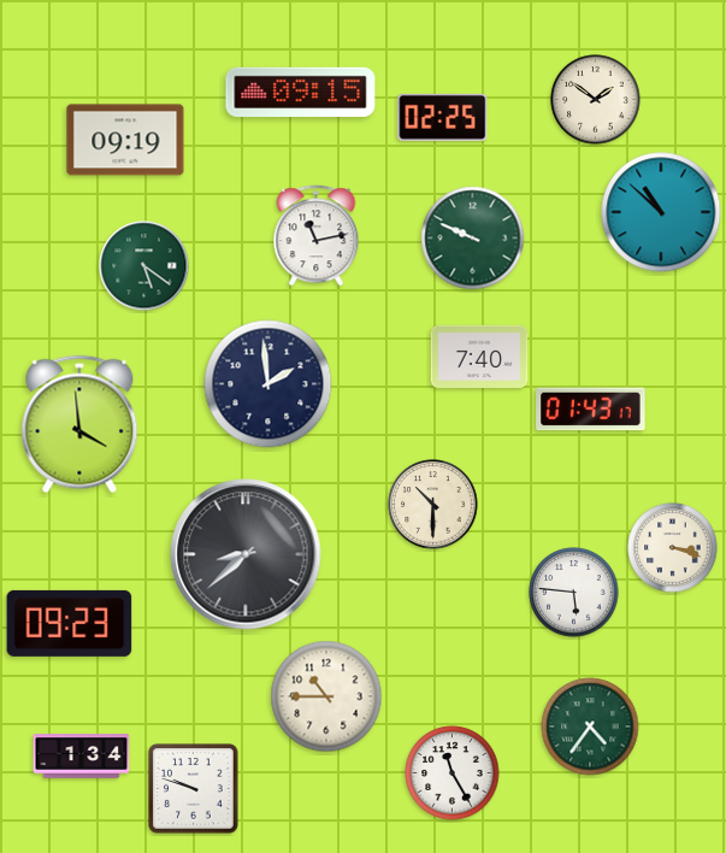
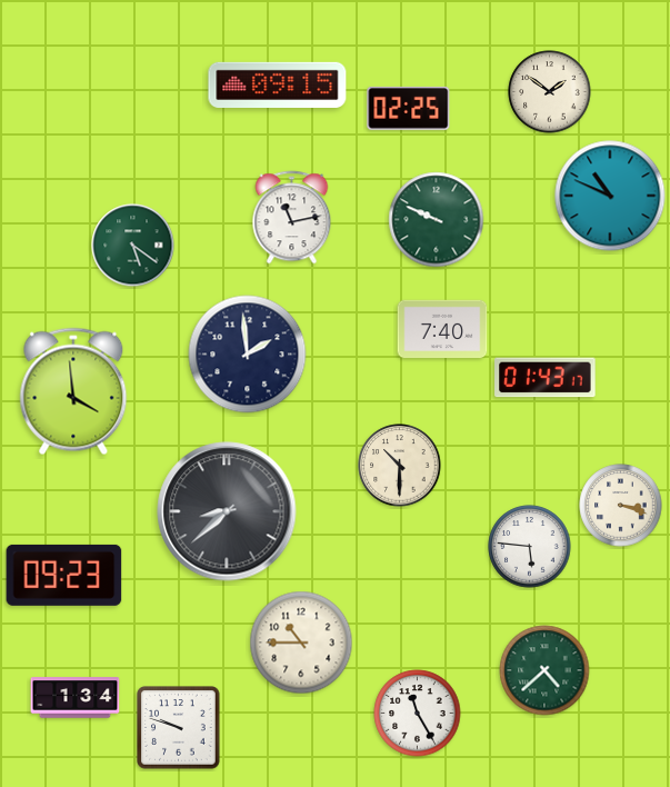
clock at (125, 140): 09:19 -> none
clock at (661, 212): 10:52 -> 10:49
clock at (590, 726): 4:36 -> 4:38
